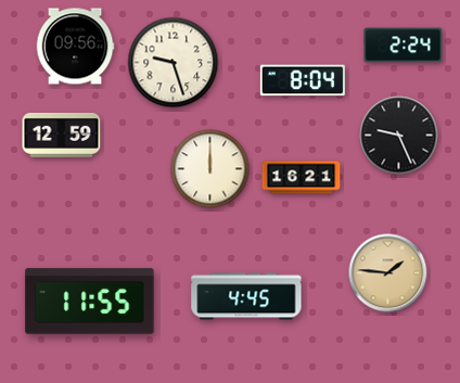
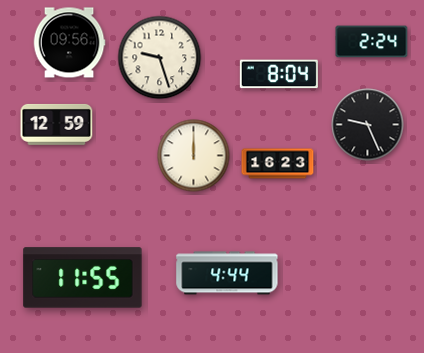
clock at (302, 178): 16:21 -> 16:23
clock at (388, 273): 1:46 -> none
clock at (246, 296): 4:45 -> 4:44
